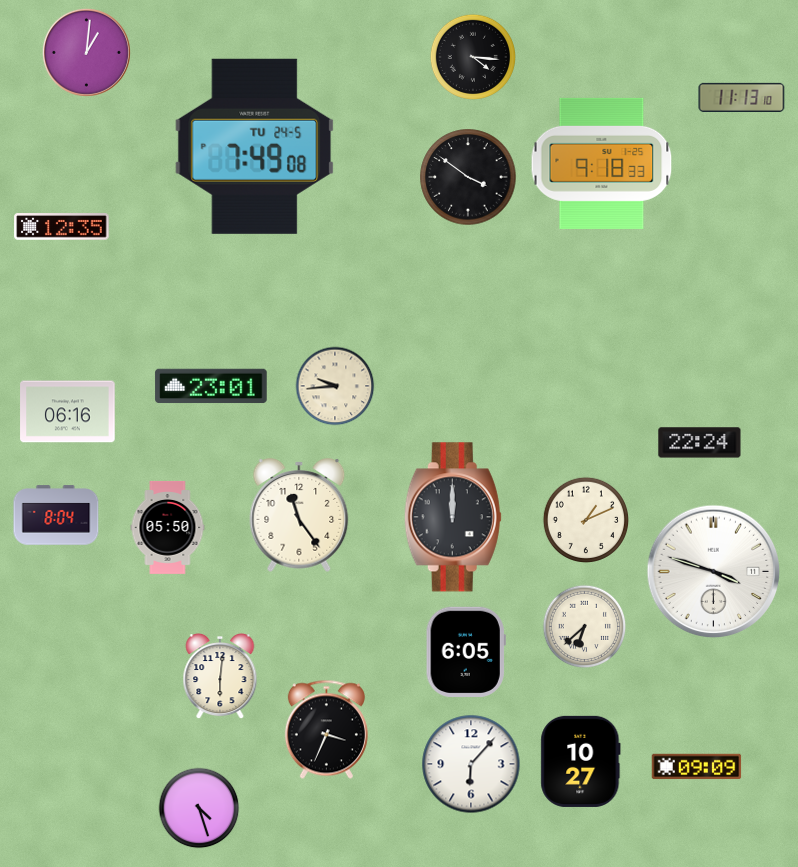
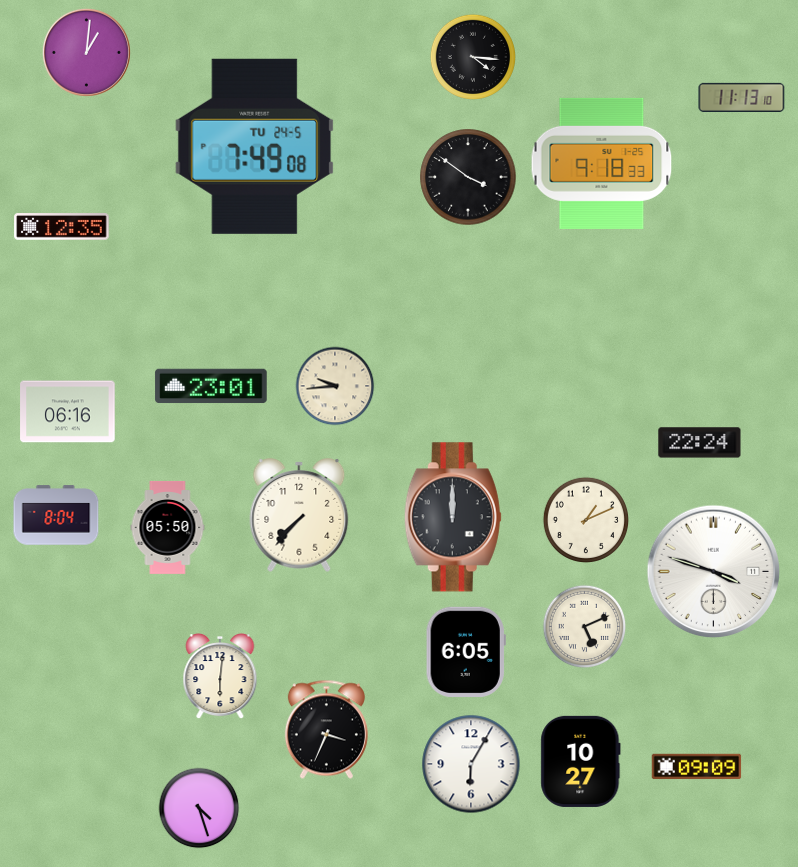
clock at (299, 515): 11:24 -> 7:37
clock at (585, 627): 6:38 -> 5:11
clock at (471, 764): 6:07 -> 6:05
